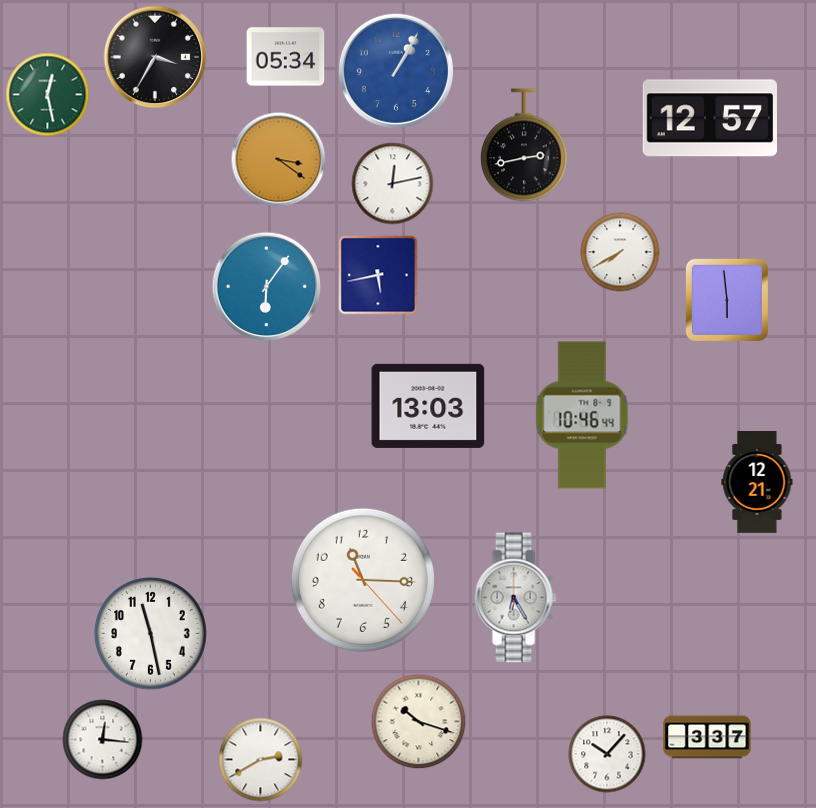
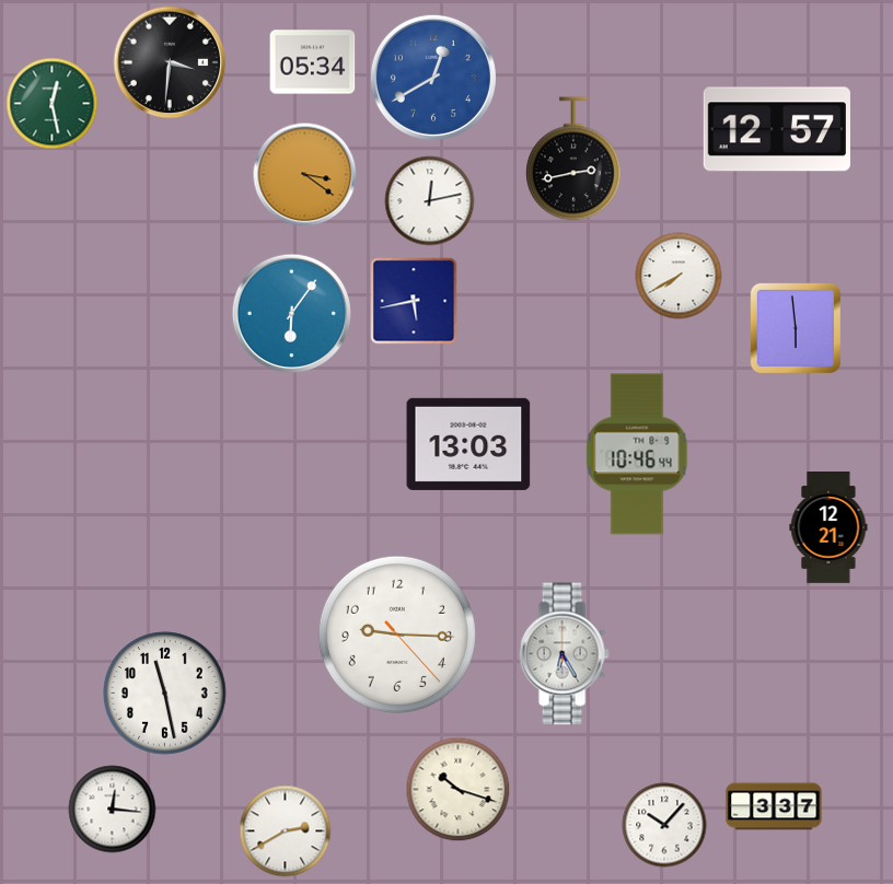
clock at (155, 57): 3:35 -> 3:31
clock at (396, 71): 1:05 -> 12:40
clock at (363, 580): 11:15 -> 9:15
